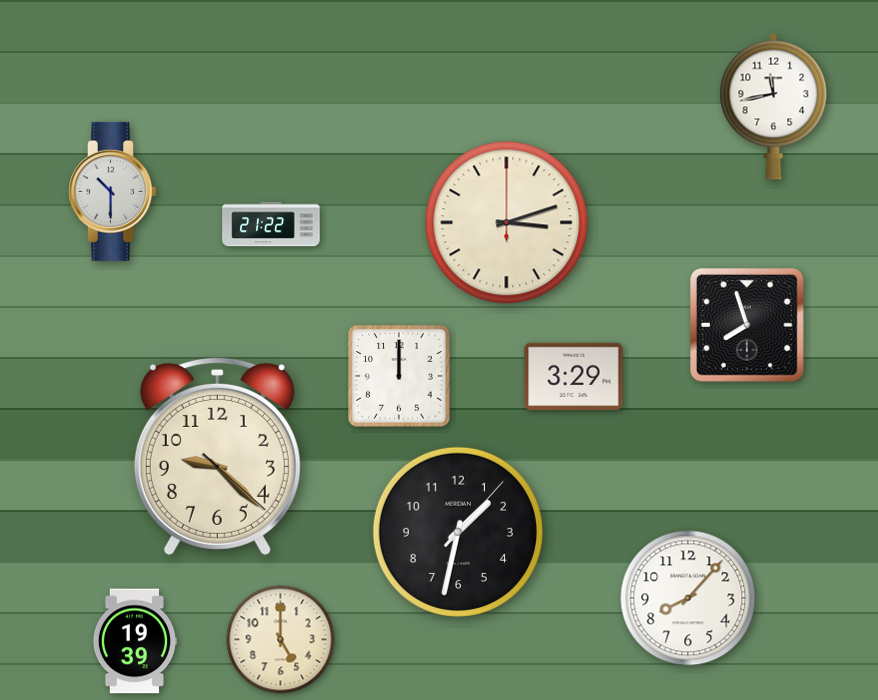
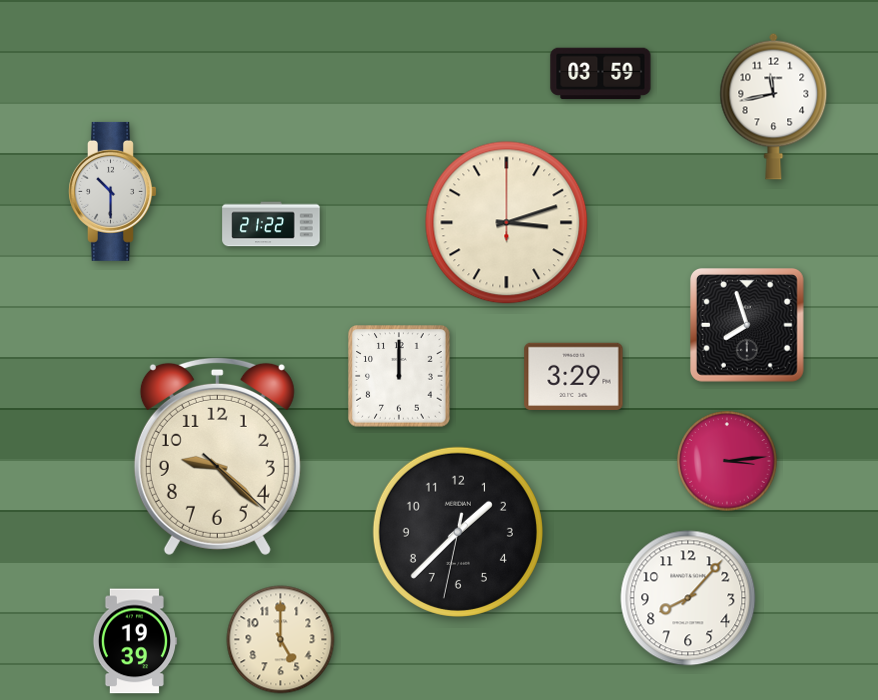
clock at (601, 74): none -> 03:59
clock at (727, 461): none -> 3:14
clock at (458, 532): 1:32 -> 1:37
